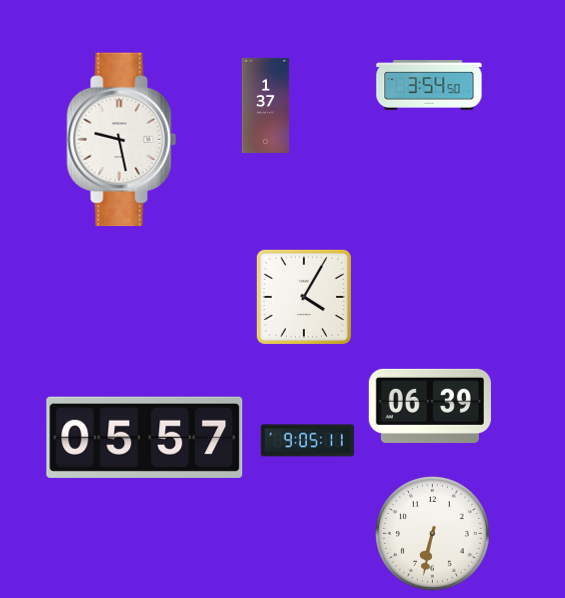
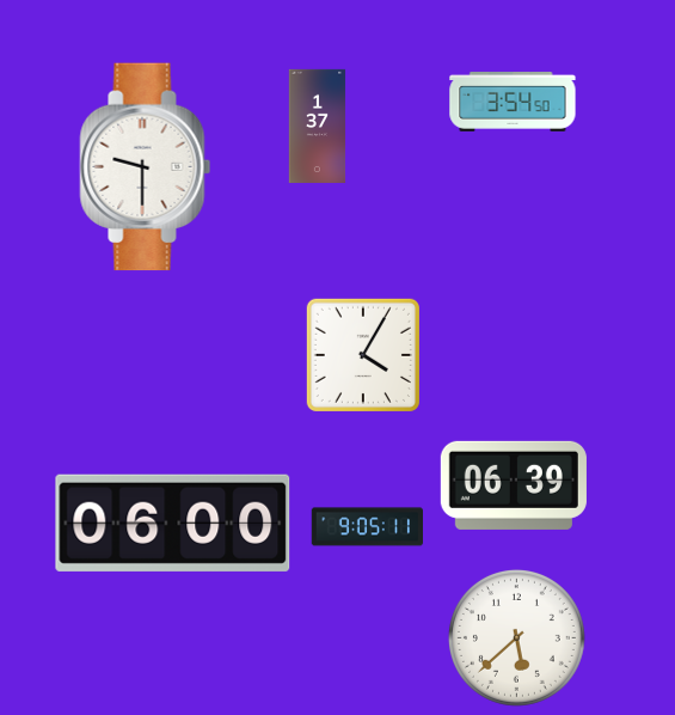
clock at (122, 140): 9:28 -> 9:30
clock at (145, 437): 05:57 -> 06:00
clock at (432, 533): 6:32 -> 5:38
